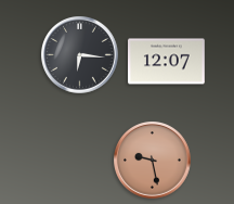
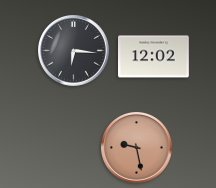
clock at (167, 62): 12:07 -> 12:02
clock at (153, 161) position: (153, 161) -> (137, 148)
